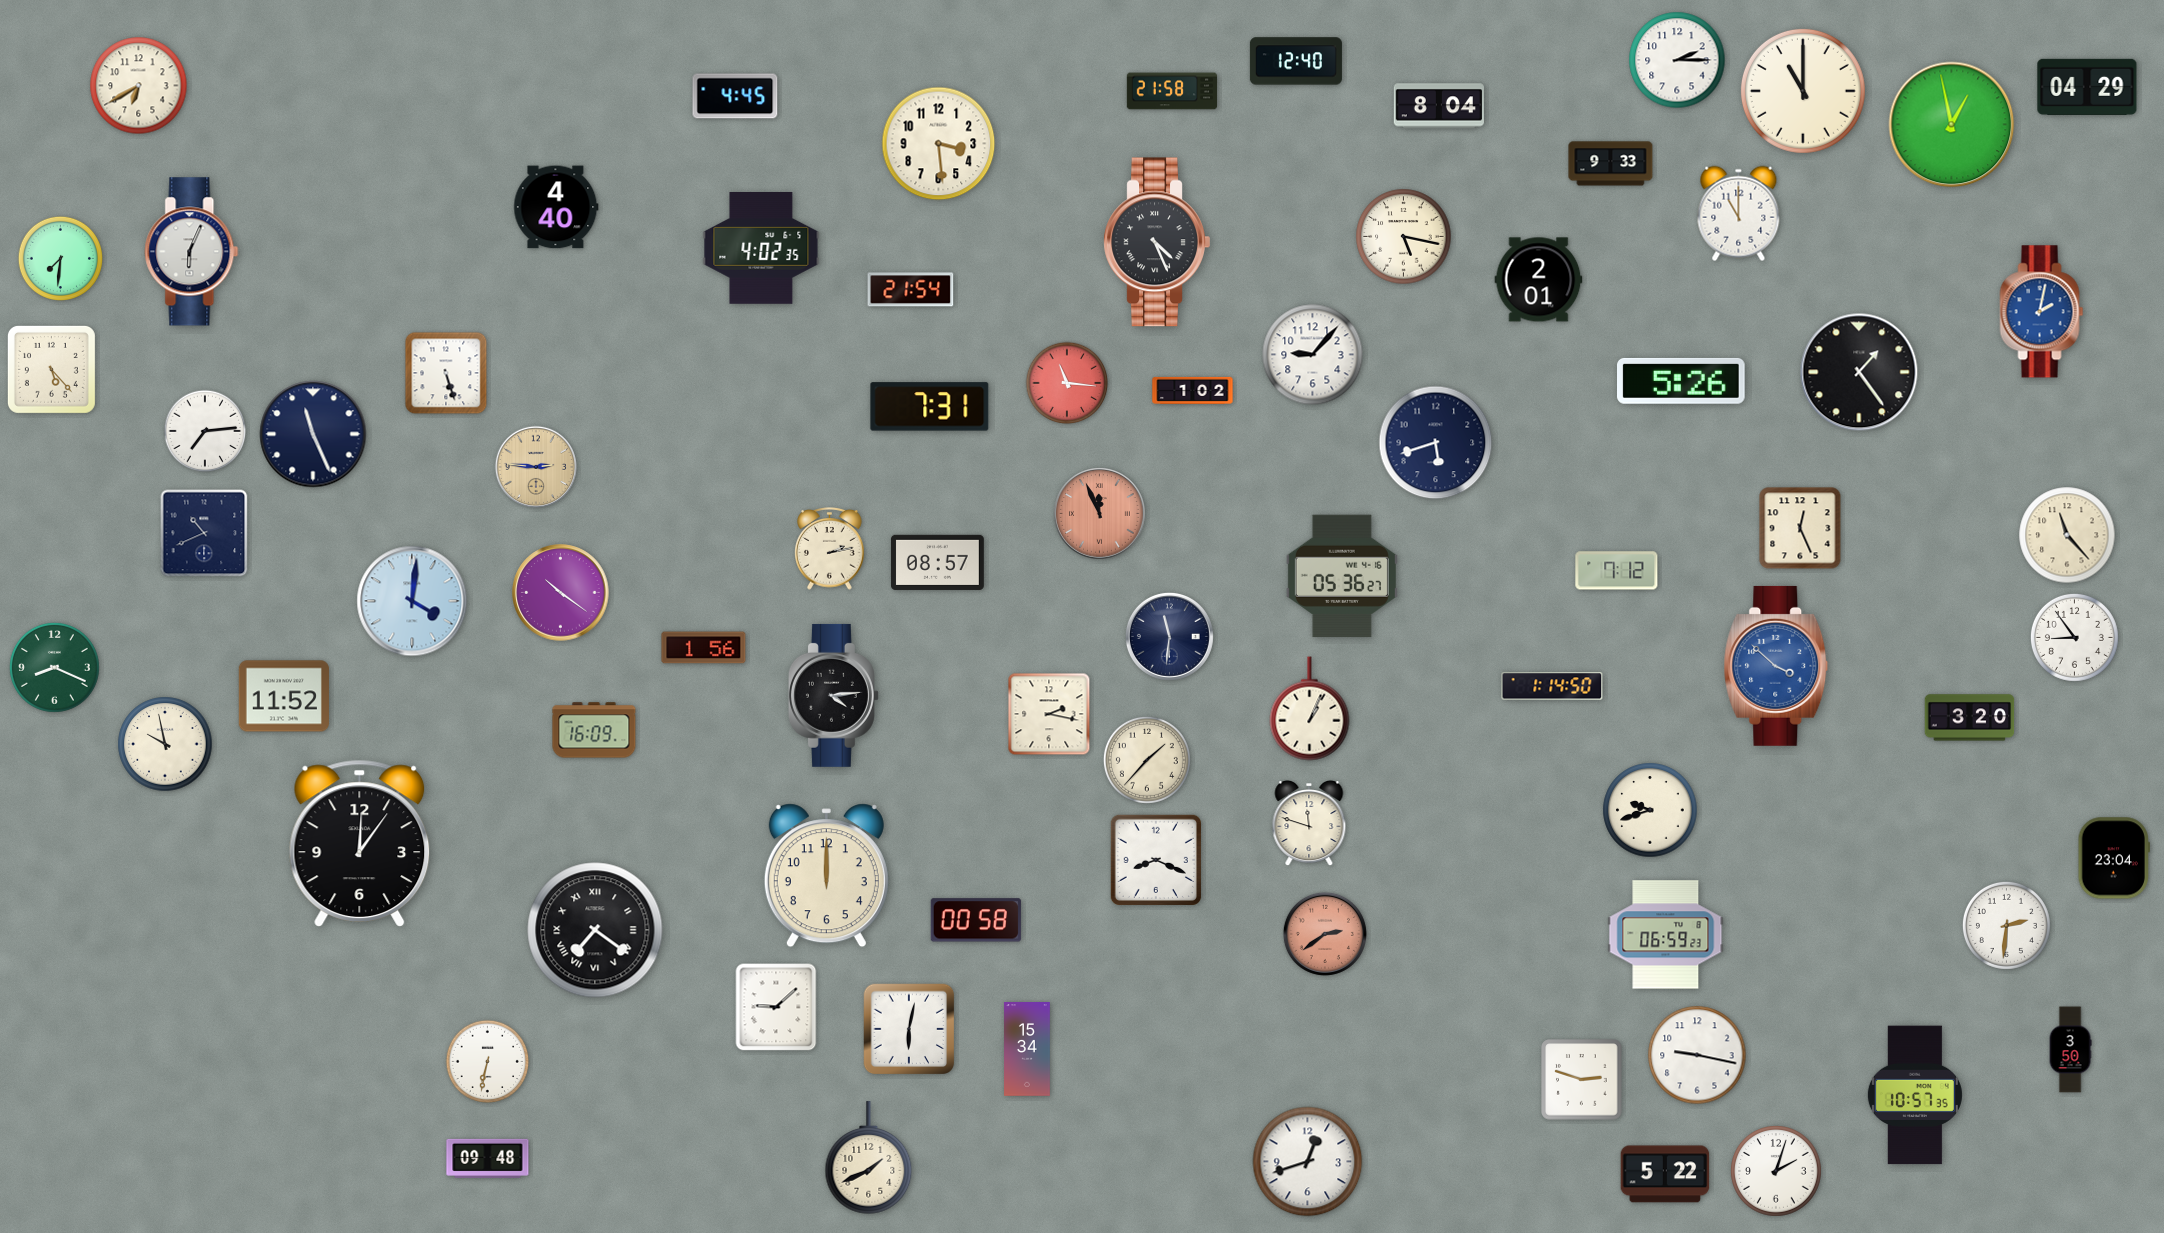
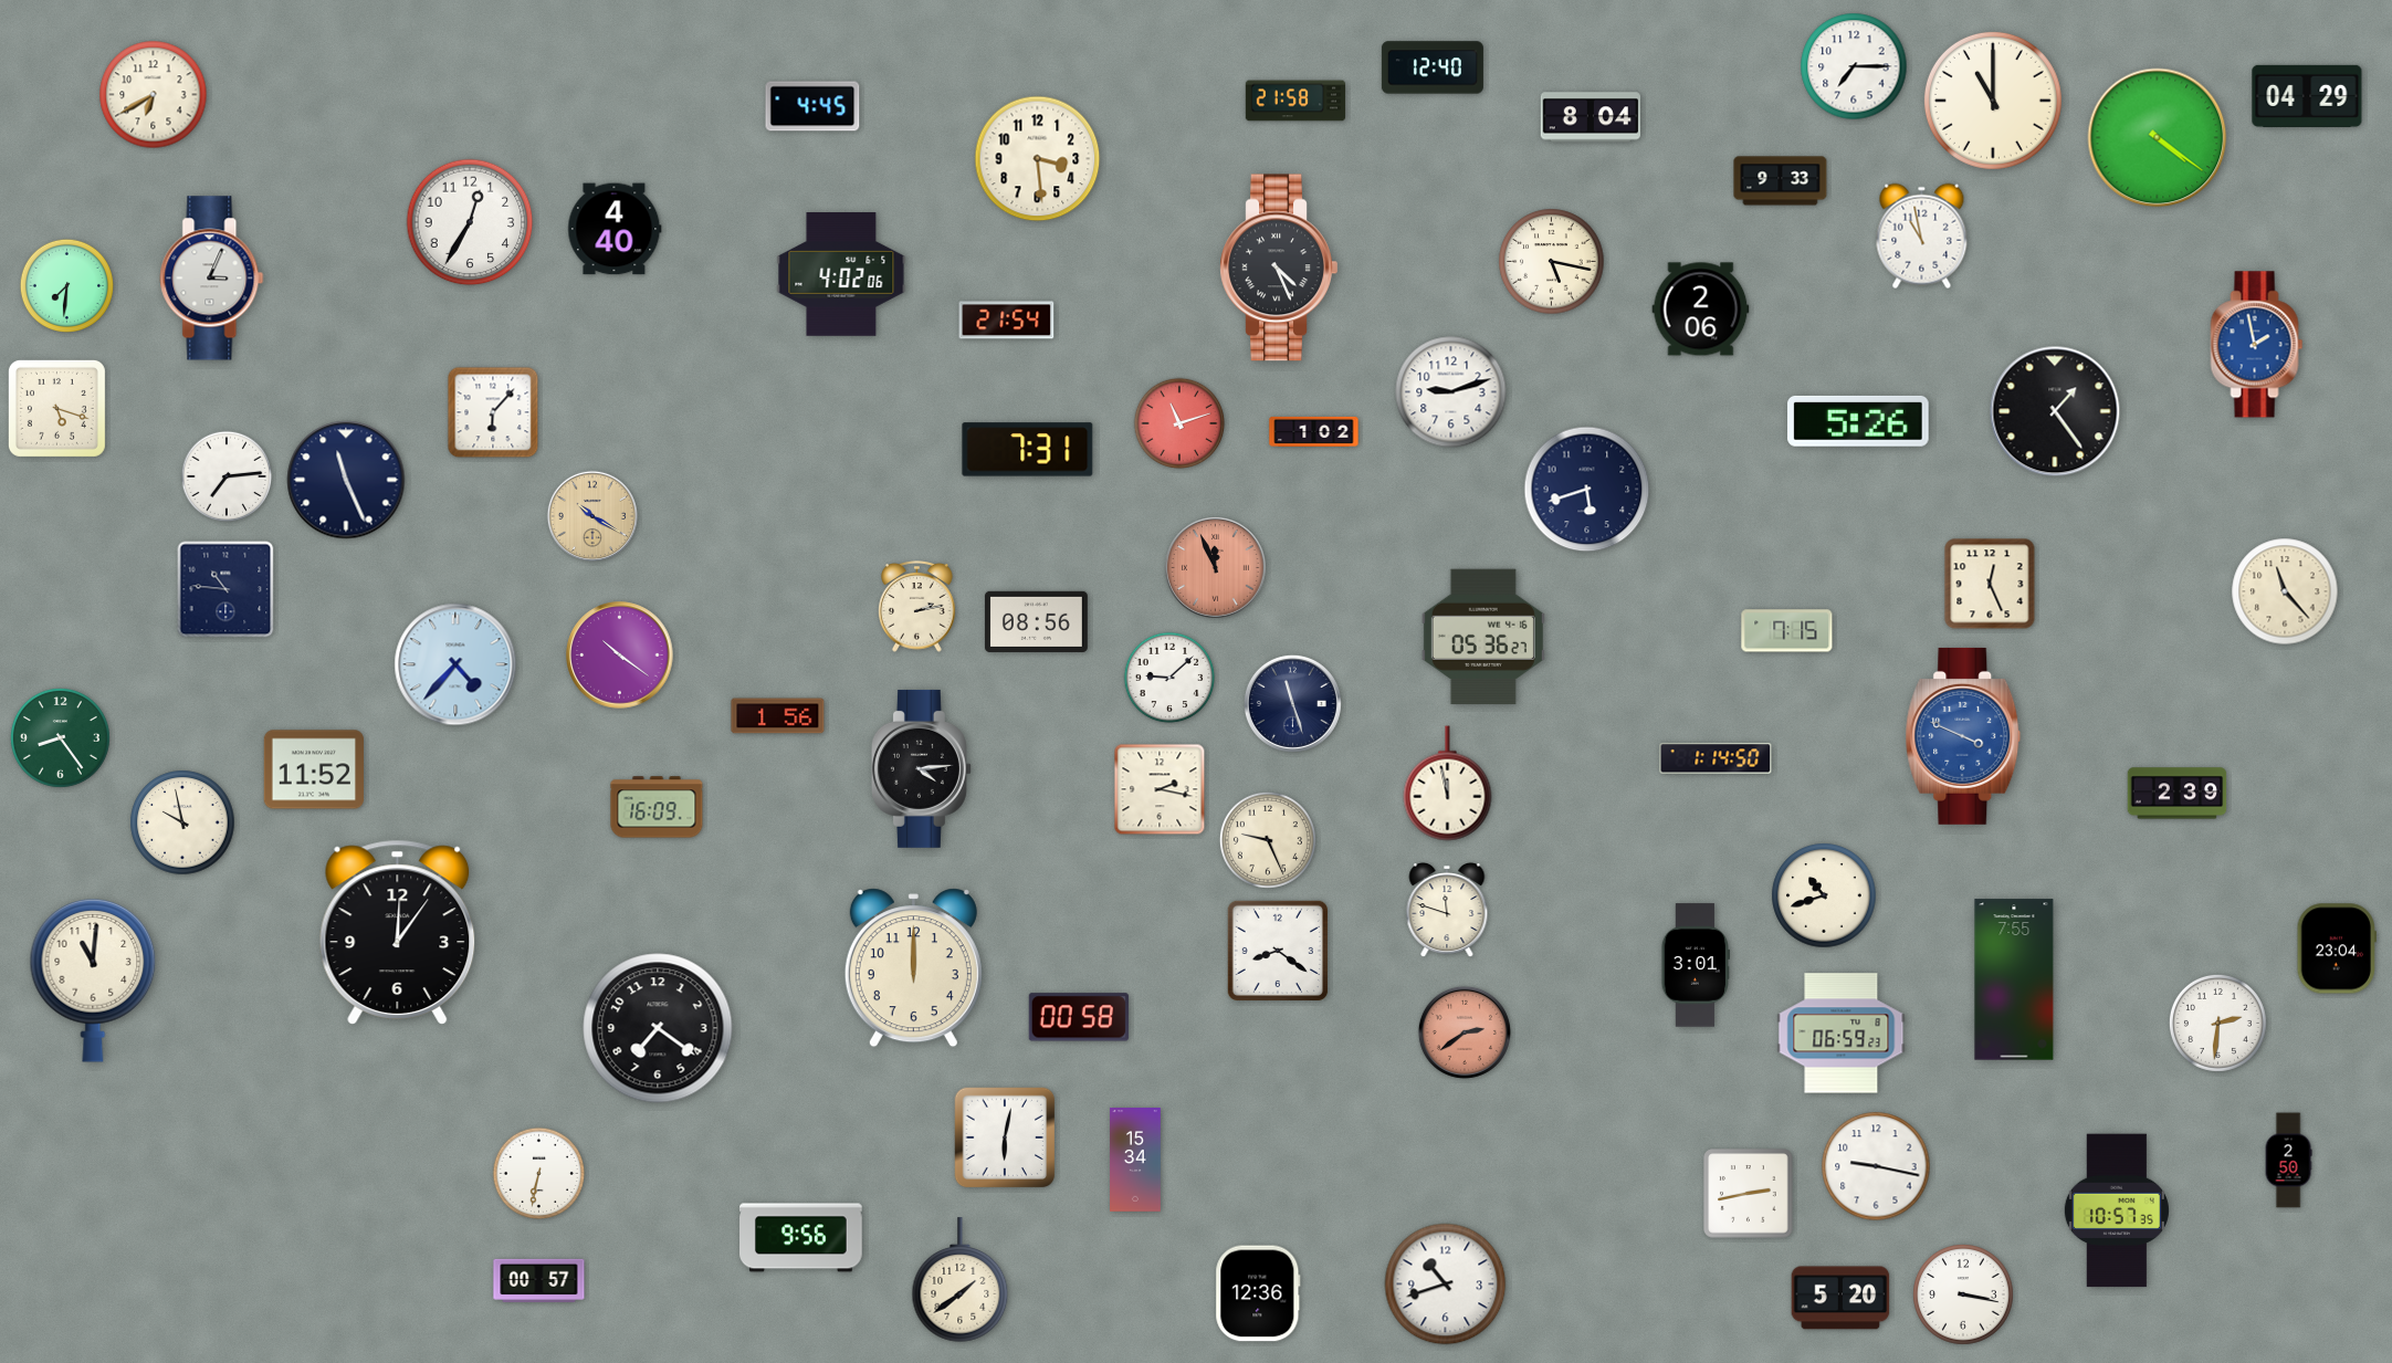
clock at (1677, 60): 2:15 -> 7:15
clock at (1952, 125): 12:58 -> 4:21
clock at (470, 222): none -> 12:35
clock at (1739, 214): 11:00 -> 10:58
clock at (761, 249): 4:02:35 -> 4:02:06
clock at (192, 252): 6:04 -> 3:04
clock at (1539, 280): 2:01 -> 2:06
clock at (2042, 312): 2:02 -> 1:58
clock at (1313, 355): 9:07 -> 9:12
clock at (51, 369): 5:23 -> 5:18
clock at (446, 373): 5:27 -> 6:07
clock at (1067, 383): 11:16 -> 11:12
clock at (1193, 390) position: (1193, 390) -> (1314, 431)
clock at (536, 467): 2:46 -> 10:20
clock at (204, 533): 10:41 -> 10:46
clock at (937, 562): 08:57 -> 08:56
clock at (1617, 571): 7:12 -> 7:15
clock at (412, 601): 4:01 -> 4:37
clock at (1169, 678): none -> 9:08
clock at (1169, 636): 11:31 -> 11:27
clock at (2074, 637): 8:54 -> none
clock at (1776, 666): 3:52 -> 3:49
clock at (54, 667): 8:19 -> 8:24
clock at (1310, 709): 1:04 -> 11:58
clock at (1970, 718): 3:20 -> 2:39
clock at (1147, 760): 1:37 -> 9:26
clock at (1650, 810): 9:42 -> 10:42
clock at (1156, 860): 8:19 -> 8:21
clock at (1695, 965): none -> 3:01
clock at (2014, 979): none -> 7:55
clock at (93, 981): none -> 11:01
clock at (595, 930) numerals: Roman -> Arabic
clock at (776, 1007): 9:08 -> none
clock at (2070, 1050): 3:50 -> 2:50
clock at (1582, 1080): 2:48 -> 2:43
clock at (801, 1238): none -> 9:56
clock at (488, 1158): 09:48 -> 00:57
clock at (869, 1158): 1:41 -> 1:39
clock at (1308, 1162): 12:42 -> 10:42
clock at (1258, 1293): none -> 12:36
clock at (1777, 1172): 2:03 -> 3:17
clock at (1665, 1174): 5:22 -> 5:20
